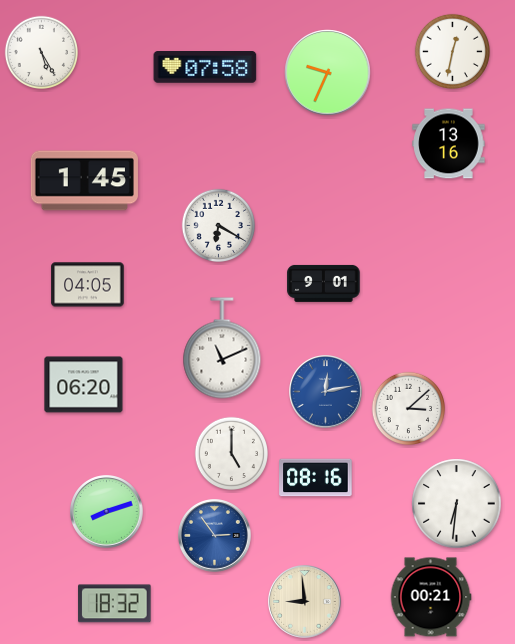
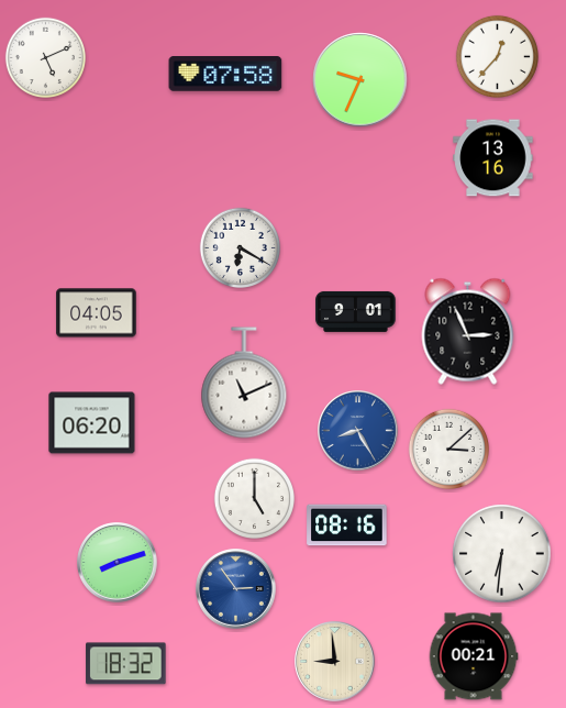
clock at (452, 51): 12:32 -> 12:37
clock at (41, 52): 5:25 -> 5:11
clock at (84, 181): 1:45 -> none
clock at (468, 331): none -> 2:56
clock at (326, 392): 12:13 -> 8:25
